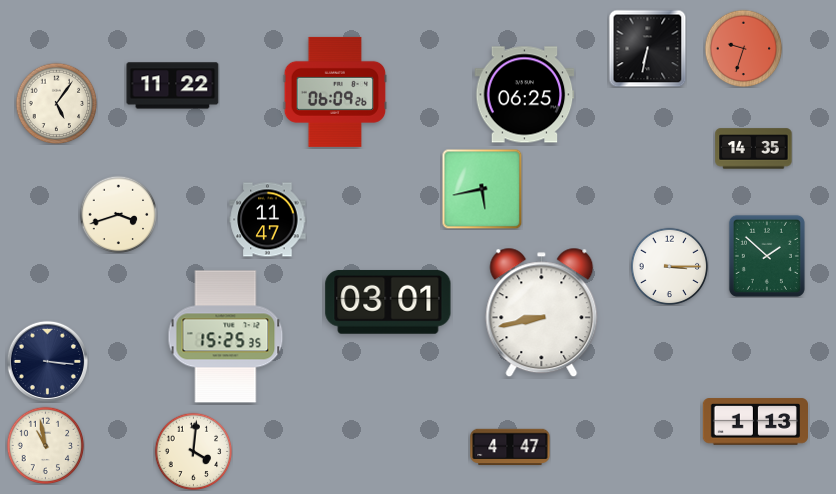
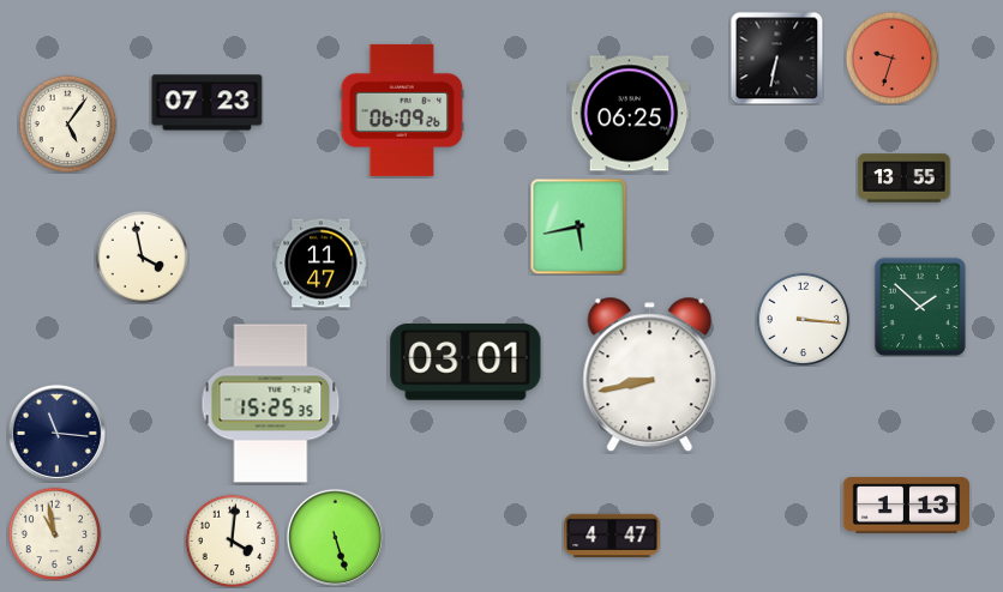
clock at (173, 86): 11:22 -> 07:23
clock at (754, 149): 14:35 -> 13:55
clock at (118, 214): 3:42 -> 3:58
clock at (669, 266): 3:15 -> 3:16
clock at (47, 361): 3:16 -> 11:16
clock at (335, 537): none -> 5:27
